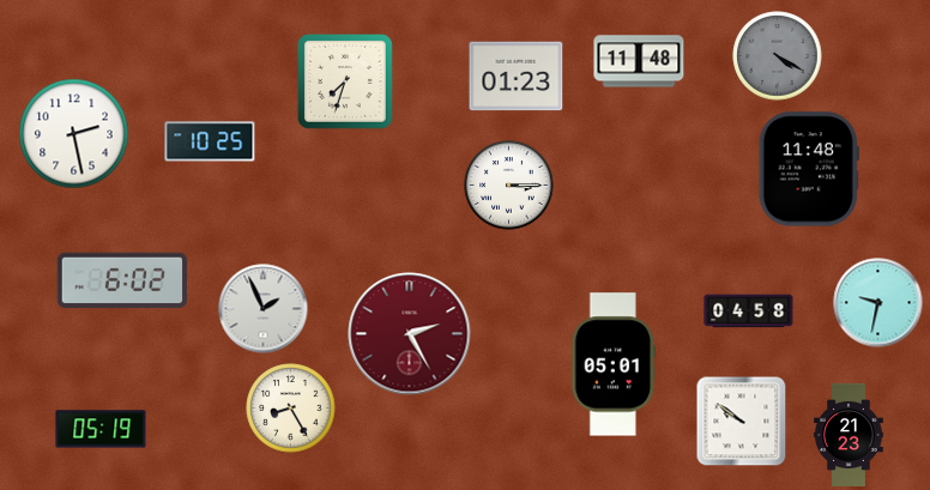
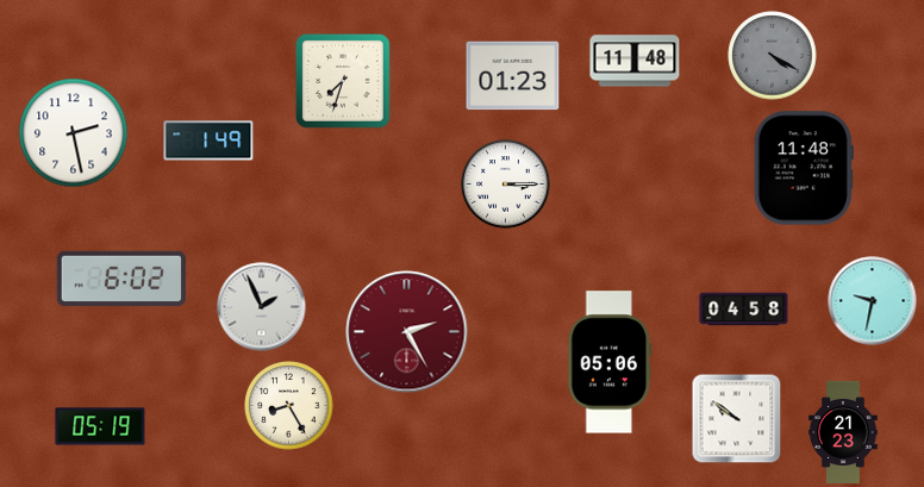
clock at (210, 141): 10:25 -> 1:49
clock at (614, 364): 05:01 -> 05:06
